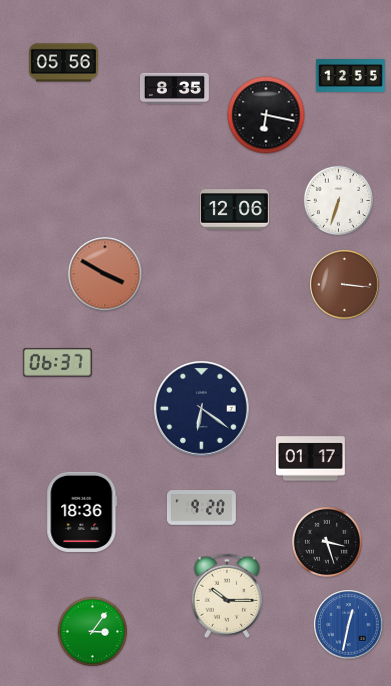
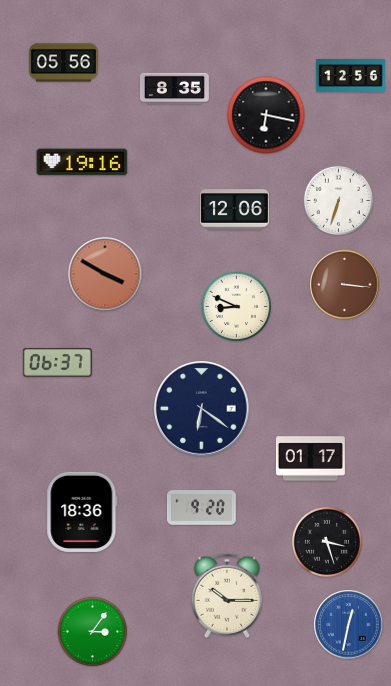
clock at (350, 76): 12:55 -> 12:56
clock at (82, 162): none -> 19:16
clock at (237, 307): none -> 8:49
